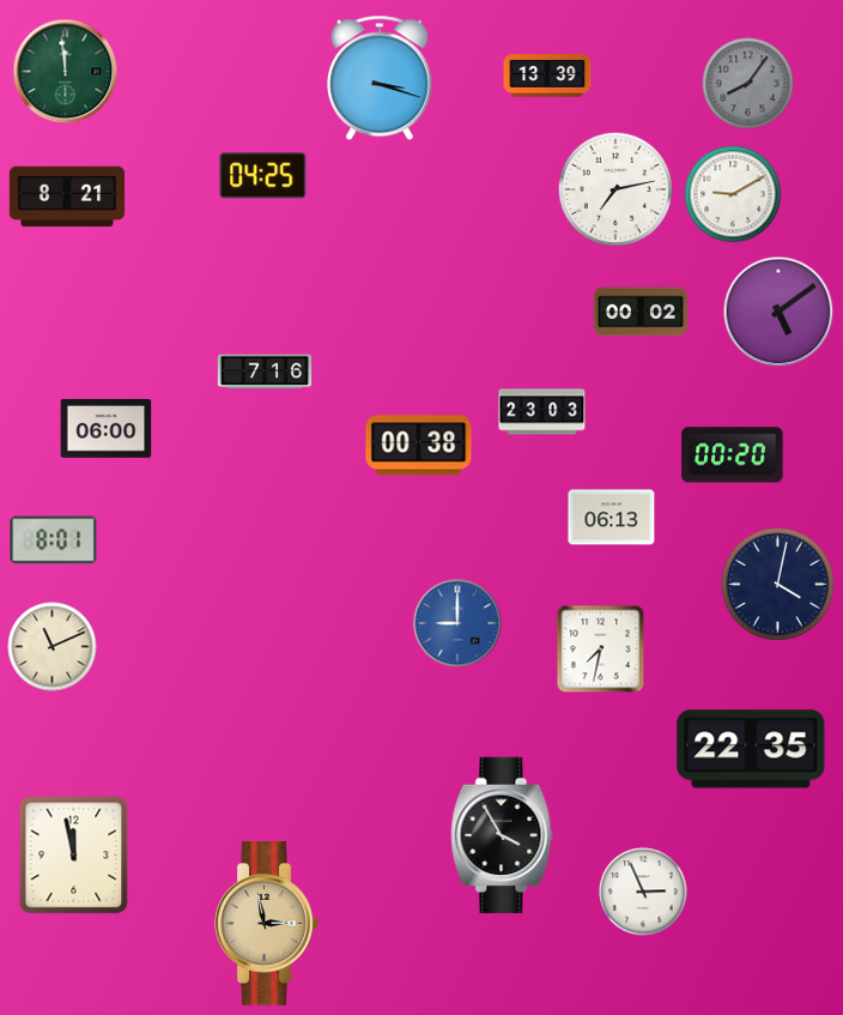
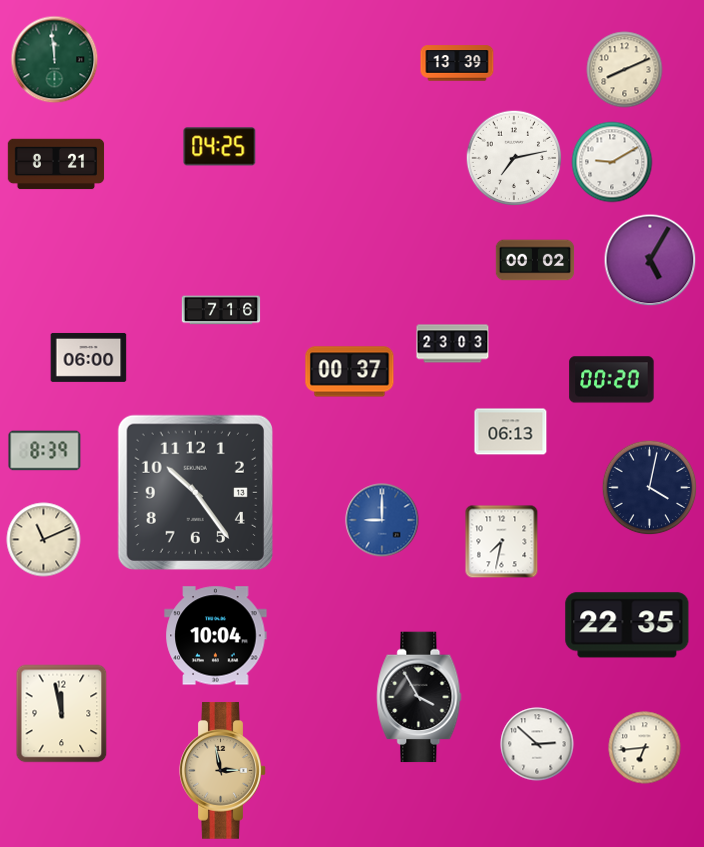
clock at (380, 78): 3:18 -> none
clock at (748, 84): 8:06 -> 8:11
clock at (748, 84) dial: grey -> cream
clock at (778, 312): 5:09 -> 5:05
clock at (419, 446): 00:38 -> 00:37
clock at (54, 540): 8:01 -> 8:39
clock at (195, 492): none -> 10:24
clock at (216, 636): none -> 10:04
clock at (643, 892): 2:56 -> 2:52
clock at (645, 748): none -> 6:44
